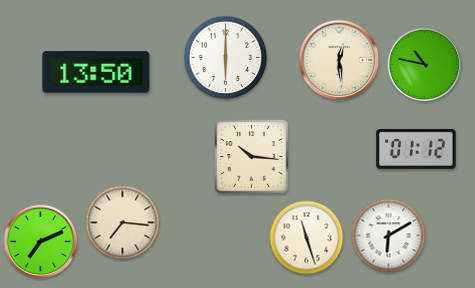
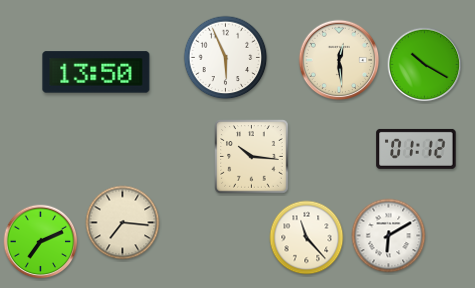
clock at (226, 58): 6:00 -> 5:56
clock at (425, 65): 10:47 -> 10:20
clock at (307, 238): 11:27 -> 11:23
